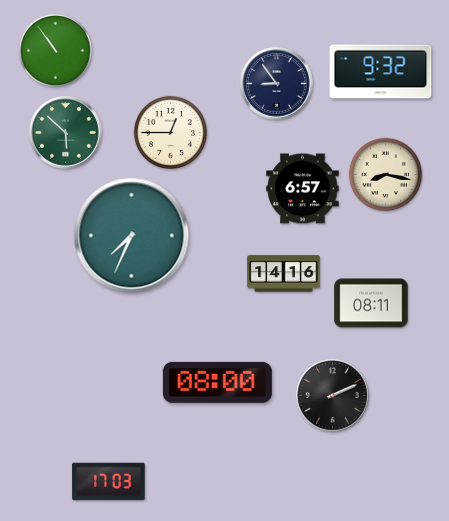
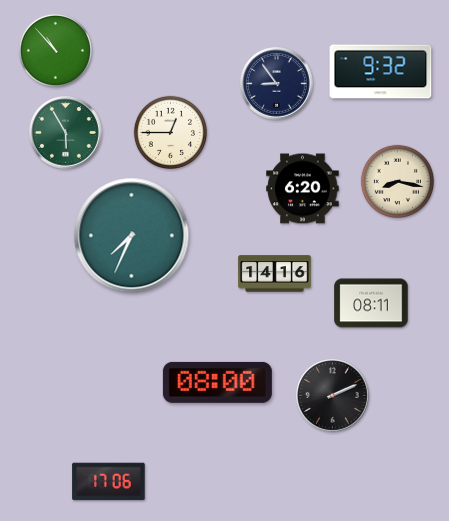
clock at (55, 50): 10:54 -> 10:53
clock at (66, 133): 5:52 -> 5:55
clock at (385, 174) position: (385, 174) -> (397, 181)
clock at (303, 189): 6:57 -> 6:20
clock at (284, 274) position: (284, 274) -> (275, 274)
clock at (109, 482): 17:03 -> 17:06
